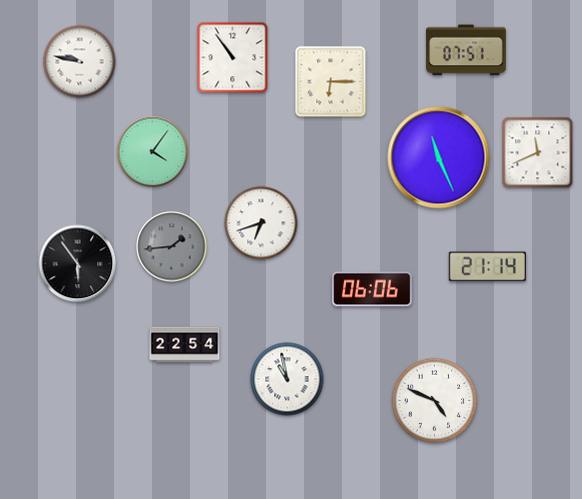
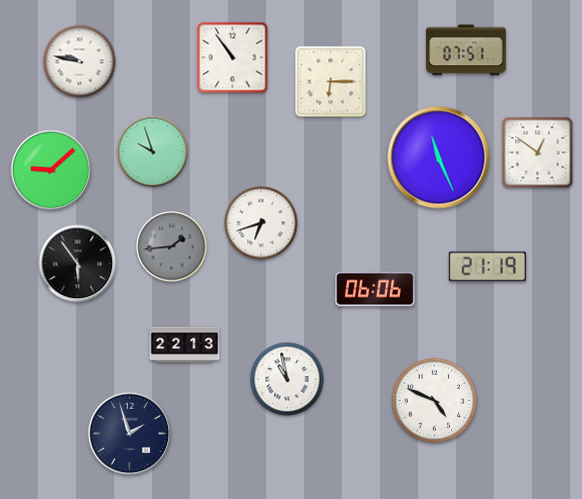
clock at (153, 152): 4:06 -> 9:57
clock at (538, 153): 11:41 -> 12:51
clock at (51, 170): none -> 9:08
clock at (487, 267): 21:14 -> 21:19
clock at (372, 289) position: (372, 289) -> (375, 289)
clock at (185, 345): 22:54 -> 22:13
clock at (130, 434): none -> 1:57
